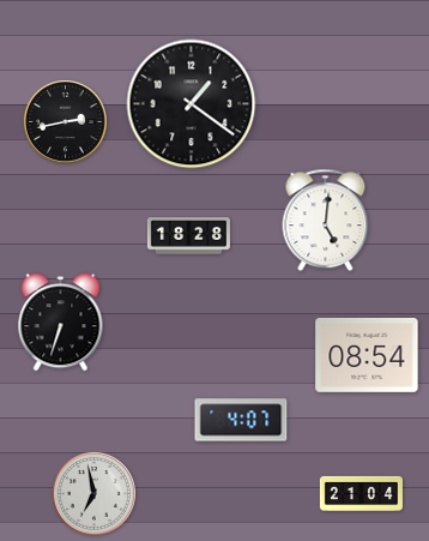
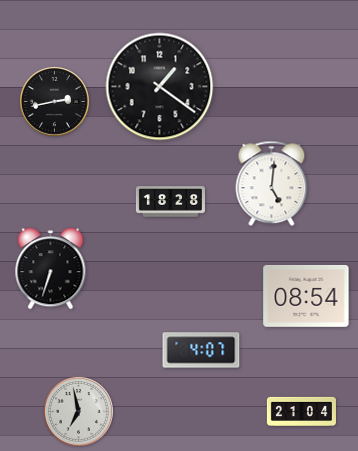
clock at (188, 236) position: (188, 236) -> (170, 202)
